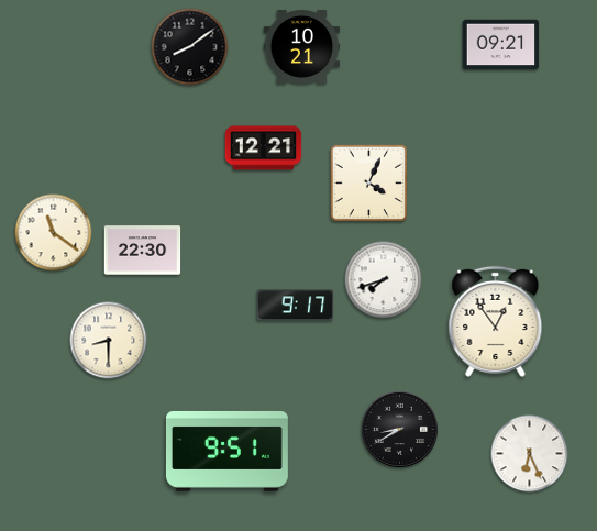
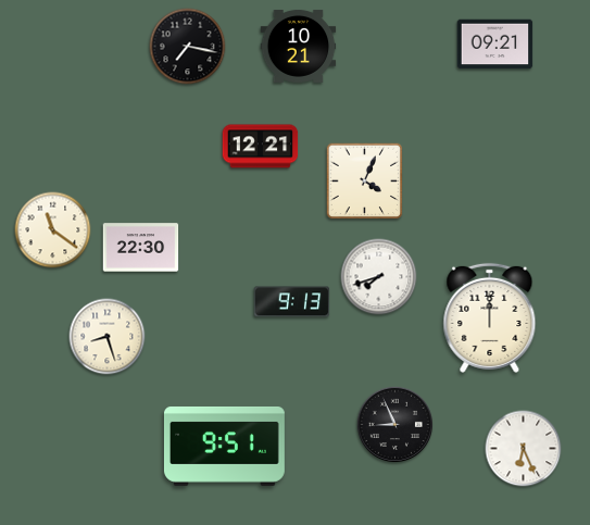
clock at (190, 47): 8:09 -> 7:17
clock at (296, 306): 9:17 -> 9:13
clock at (496, 321): 12:54 -> 12:00
clock at (109, 341): 8:30 -> 8:27
clock at (399, 429): 8:40 -> 8:56
